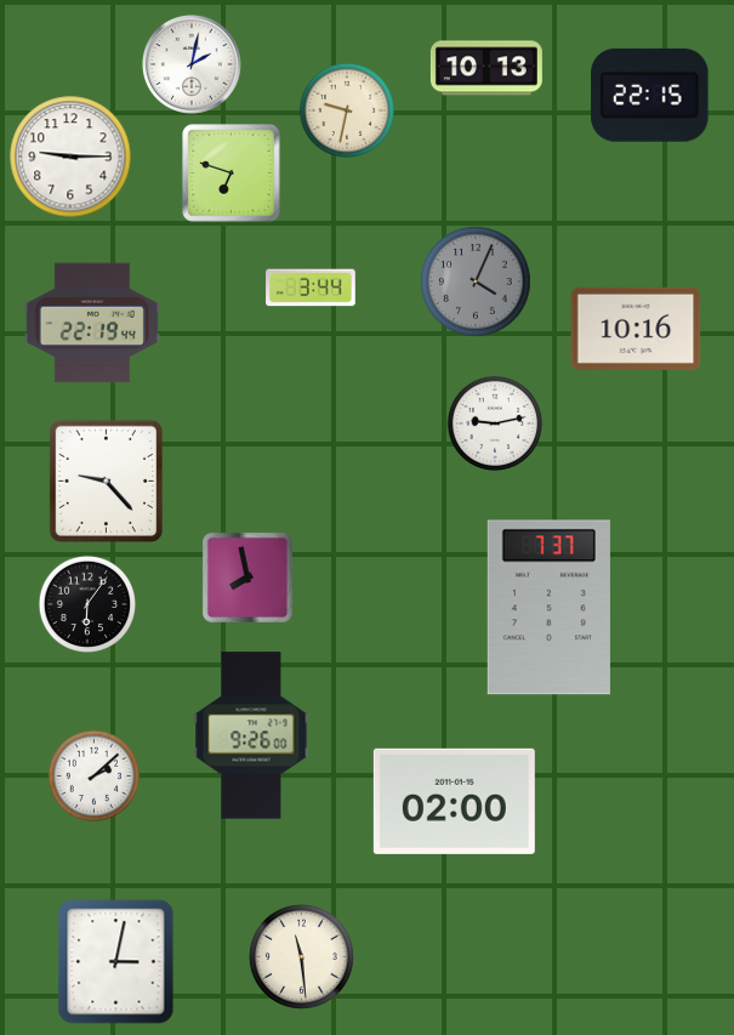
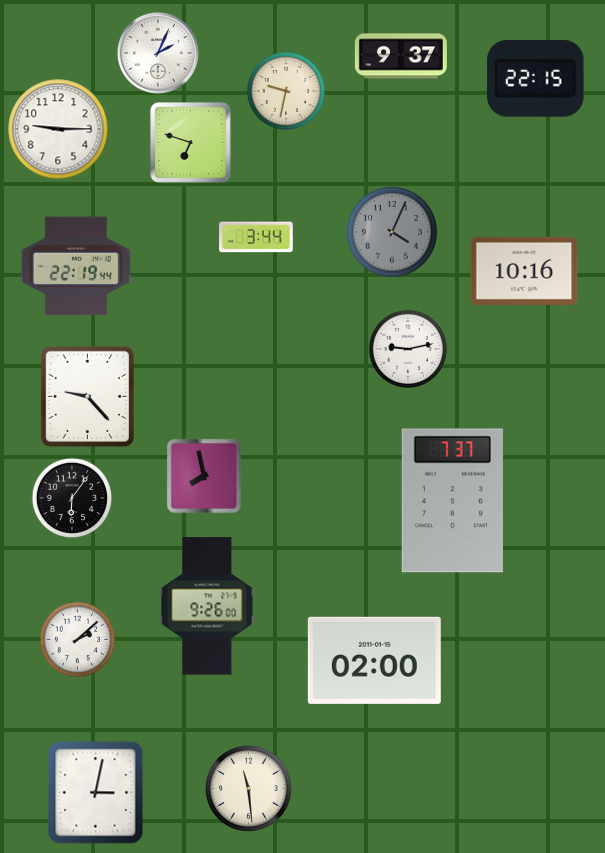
clock at (192, 64): 2:02 -> 2:04
clock at (487, 68): 10:13 -> 9:37
